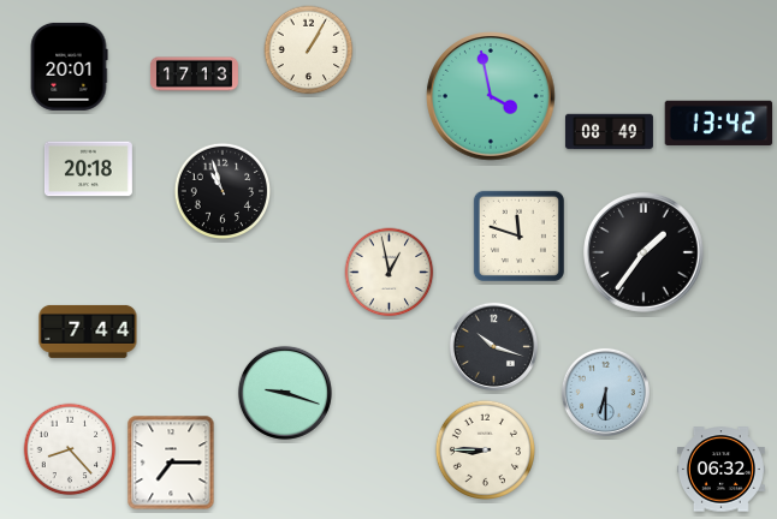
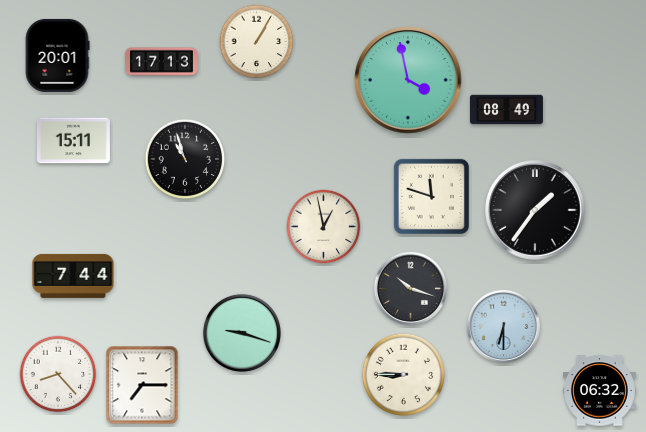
clock at (719, 124): 13:42 -> none
clock at (88, 169): 20:18 -> 15:11
clock at (285, 393) position: (285, 393) -> (242, 333)
